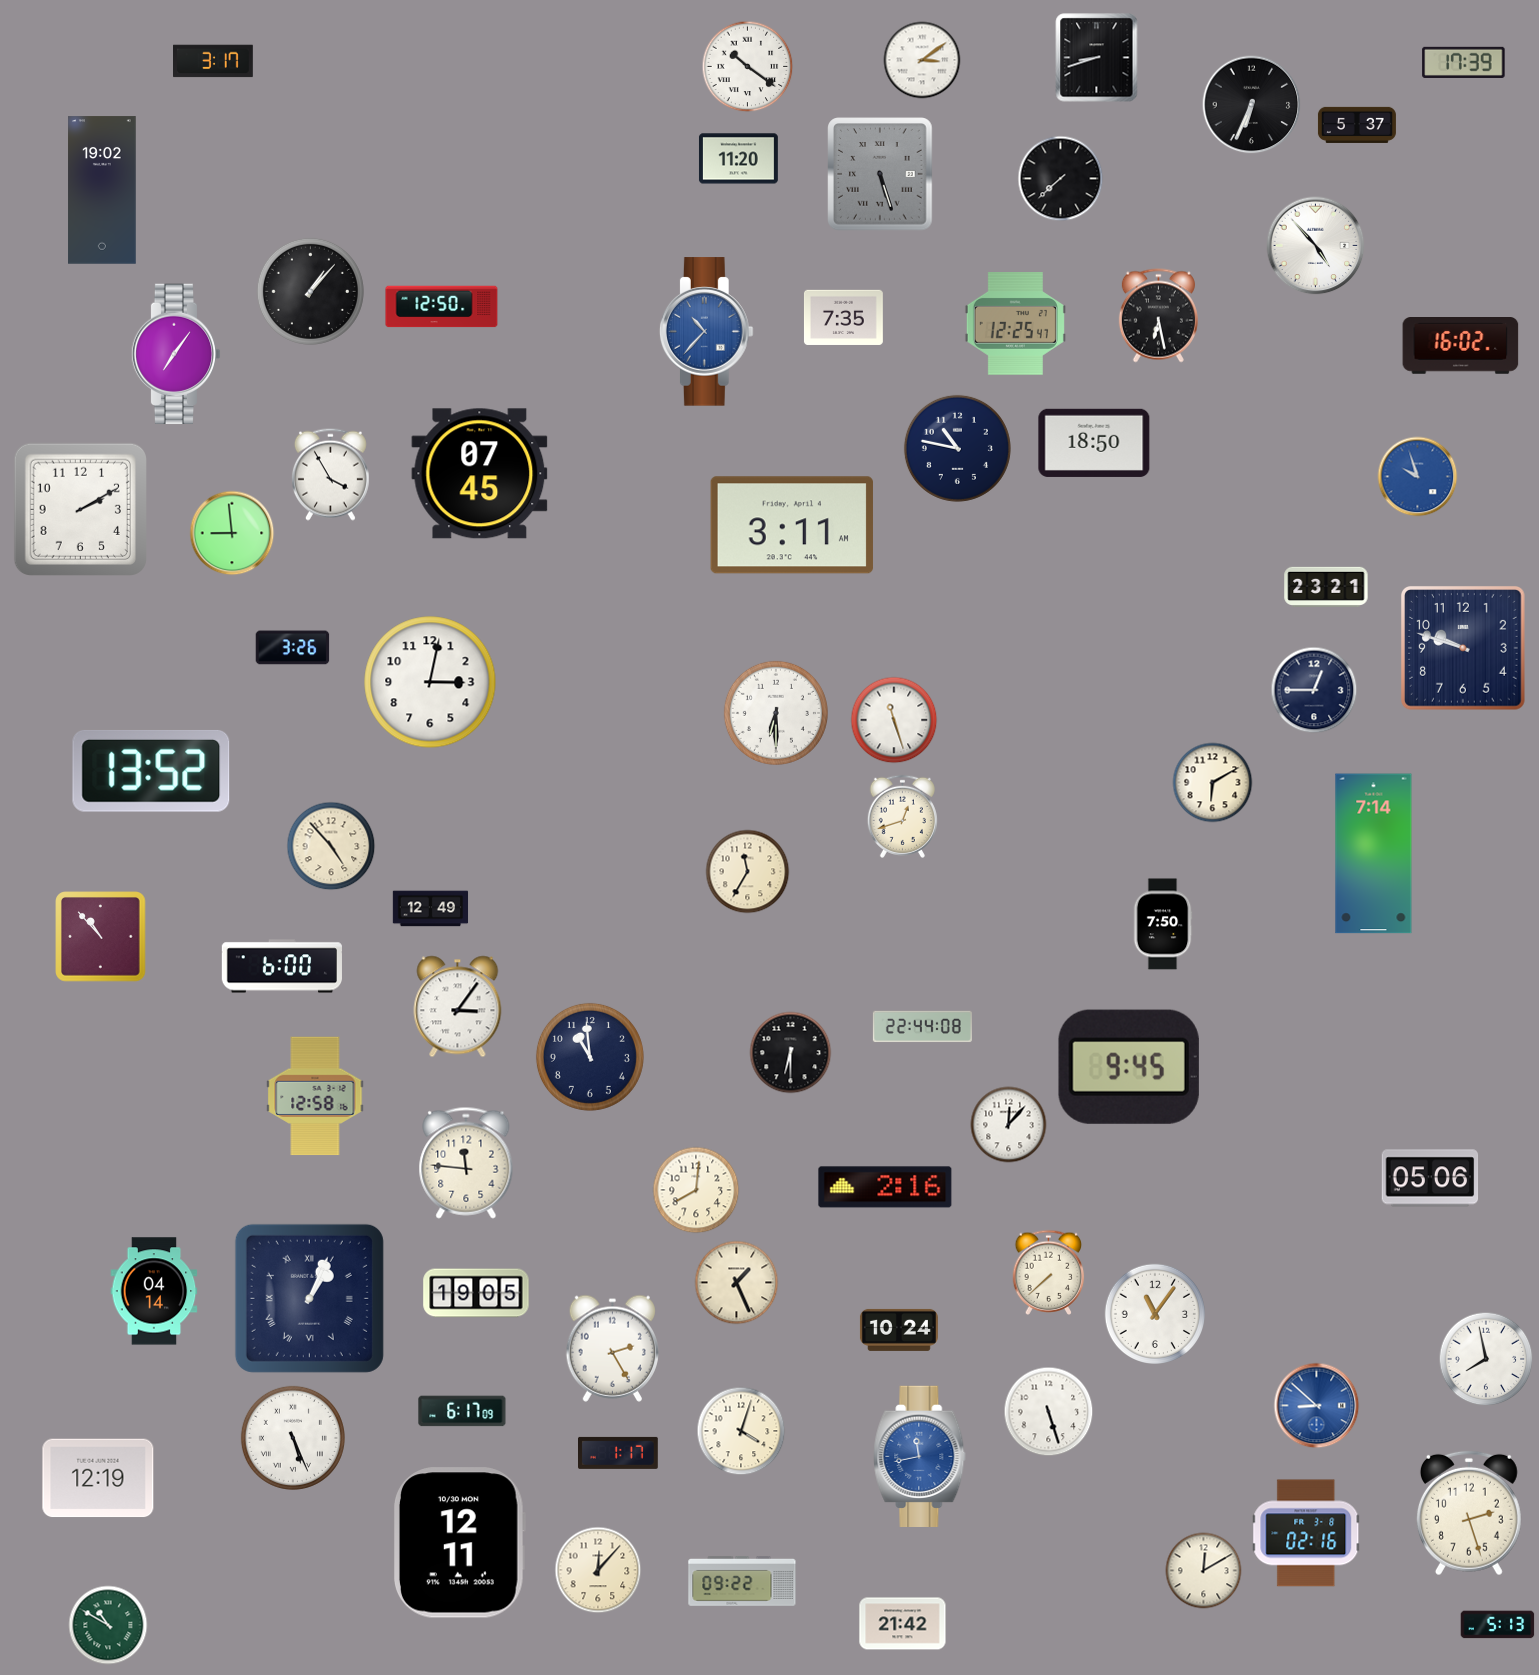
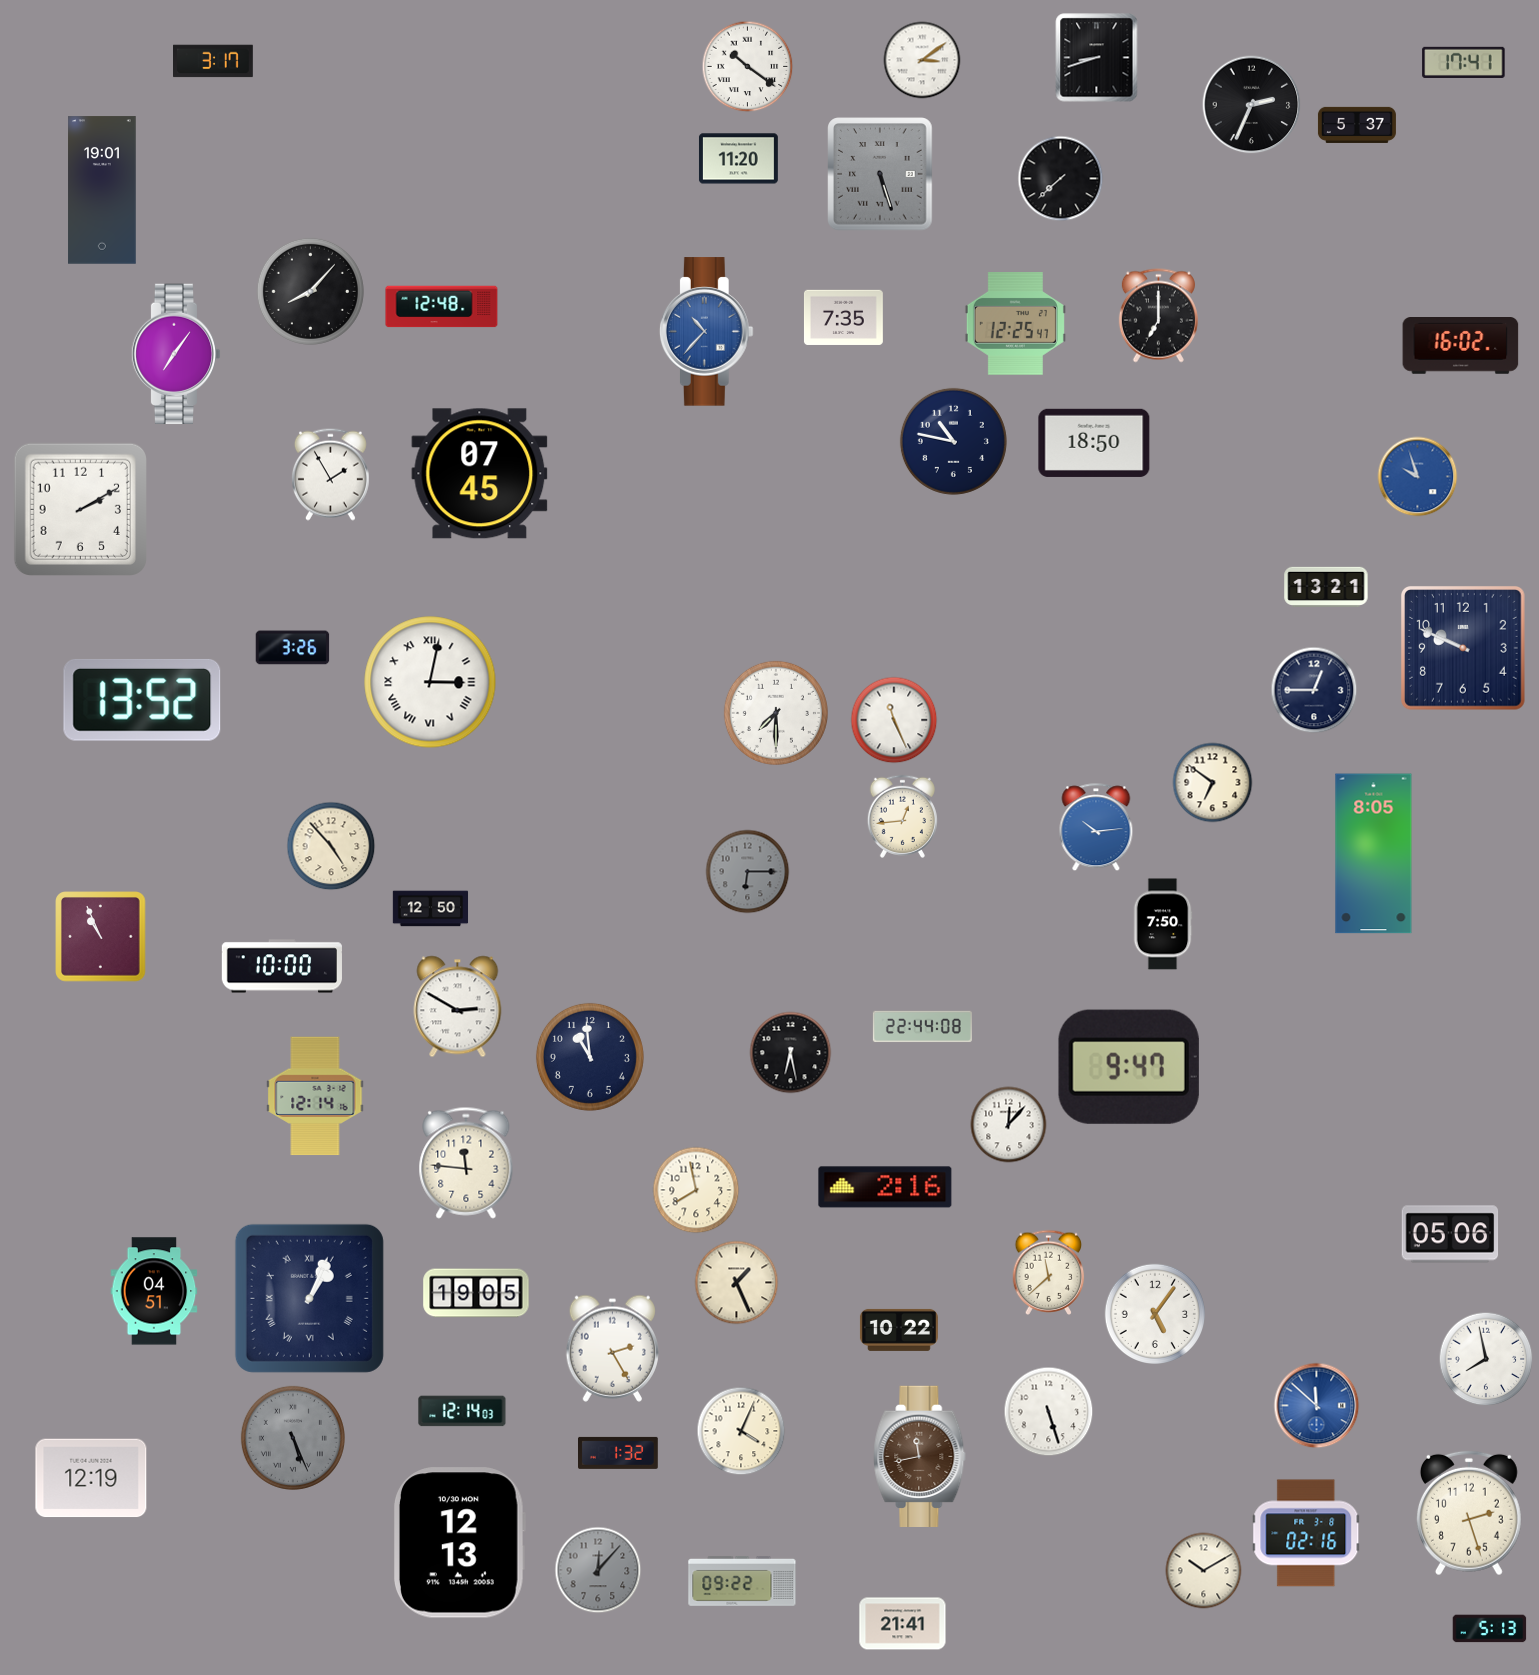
clock at (1464, 62): 17:39 -> 17:41
clock at (1252, 105): 6:34 -> 2:34
clock at (102, 190): 19:02 -> 19:01
clock at (1316, 246): 4:53 -> none
clock at (310, 291): 1:07 -> 8:07
clock at (442, 307): 12:50 -> 12:48
clock at (1158, 316): 6:28 -> 7:00
clock at (957, 448) position: (957, 448) -> (953, 441)
clock at (330, 474): 3:55 -> 1:55
clock at (792, 525): 3:11 -> none
clock at (232, 533): 8:59 -> none
clock at (1326, 586): 23:21 -> 13:21
clock at (1463, 648): 9:48 -> 9:49
clock at (430, 682) numerals: Arabic -> Roman
clock at (776, 713): 6:30 -> 7:30
clock at (894, 720): 11:27 -> 11:26
clock at (151, 771) position: (151, 771) -> (142, 700)
clock at (1213, 783): 6:10 -> 6:51
clock at (902, 816): 12:42 -> 12:44
clock at (1096, 828): none -> 10:14
clock at (1374, 854): 7:14 -> 8:05
clock at (748, 872): 11:35 -> 6:15
clock at (748, 872) dial: cream -> grey
clock at (431, 909): 12:49 -> 12:50
clock at (101, 937): 10:53 -> 10:56
clock at (282, 966): 6:00 -> 10:00
clock at (458, 1007): 3:06 -> 2:50
clock at (791, 1053): 6:30 -> 6:28
clock at (1129, 1067): 9:45 -> 9:47
clock at (315, 1096): 12:58 -> 12:14
clock at (1430, 1178) position: (1430, 1178) -> (1450, 1234)
clock at (696, 1190): 8:01 -> 7:58
clock at (1049, 1272): 7:38 -> 11:38
clock at (154, 1291): 04:14 -> 04:51
clock at (1154, 1313): 11:06 -> 5:06
clock at (899, 1330): 10:24 -> 10:22
clock at (1317, 1406): 8:52 -> 11:52
clock at (462, 1411): 6:17 -> 12:14
clock at (741, 1431): 4:03 -> 4:04
clock at (293, 1438) dial: white -> grey
clock at (619, 1453): 1:17 -> 1:32
clock at (920, 1456) dial: blue -> brown
clock at (98, 1478) position: (98, 1478) -> (91, 1478)
clock at (460, 1543): 12:11 -> 12:13
clock at (598, 1570) dial: cream -> grey
clock at (1204, 1571): 12:10 -> 10:10
clock at (903, 1624): 21:42 -> 21:41
clock at (108, 1625): 10:50 -> none
clock at (1498, 1625) position: (1498, 1625) -> (1490, 1629)
